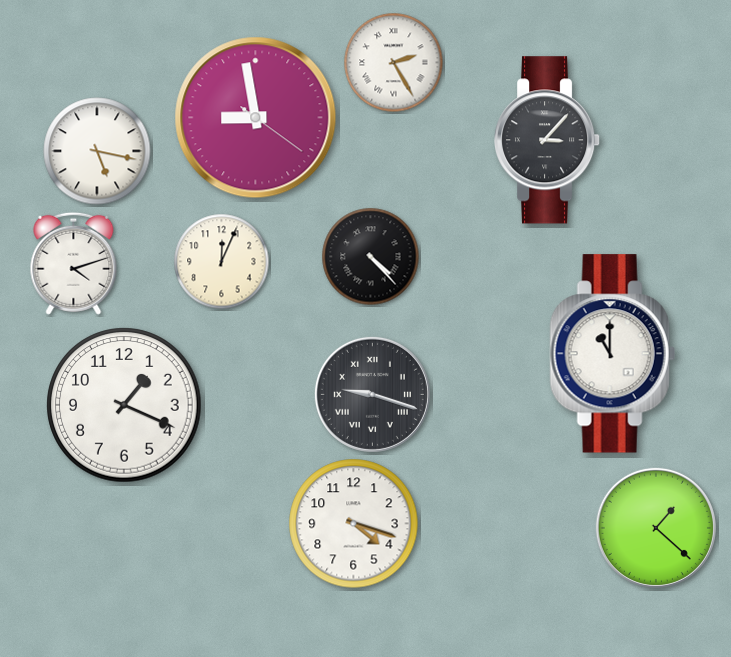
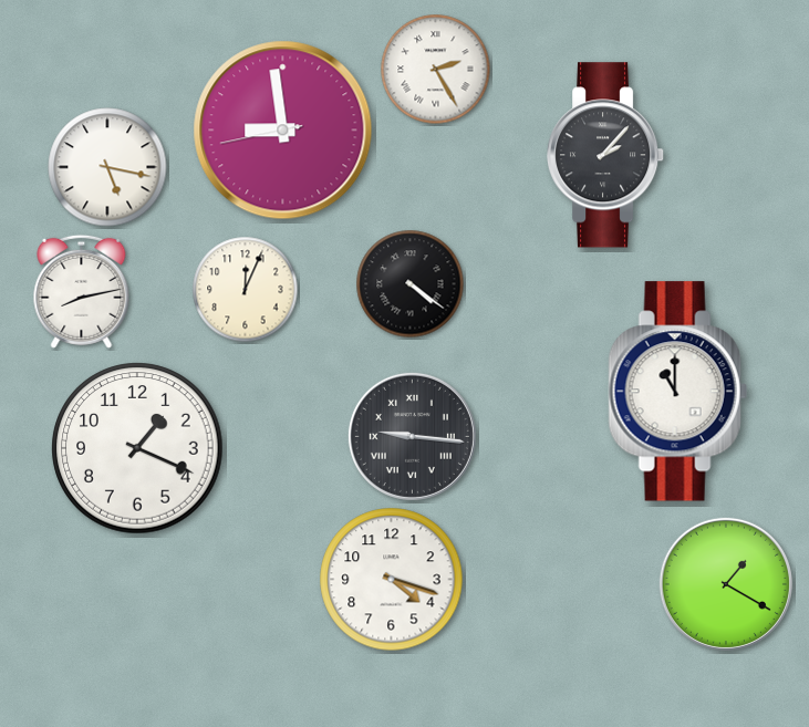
clock at (256, 118): 8:58:21 -> 8:58:43
clock at (548, 140): 3:07 -> 2:07
clock at (371, 257): 4:23 -> 4:21
clock at (74, 263): 4:12 -> 8:13
clock at (372, 394): 9:18 -> 9:16
clock at (656, 528): 1:22 -> 1:20
